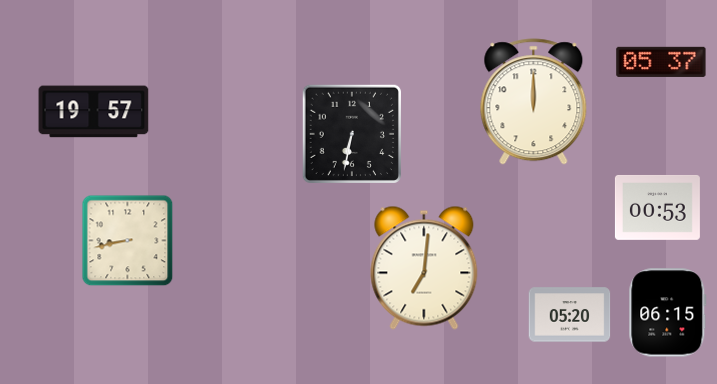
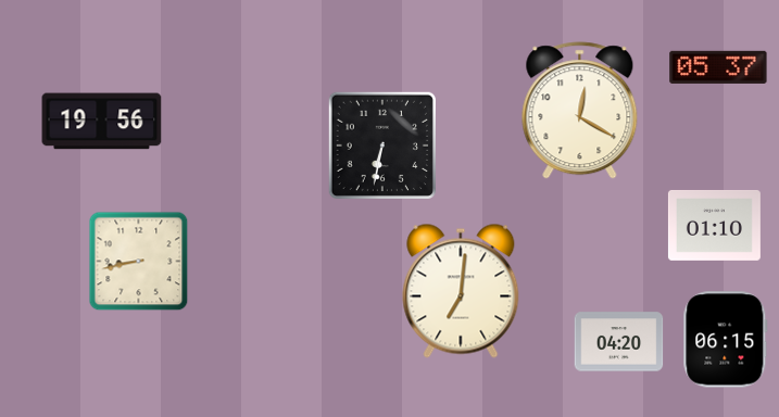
clock at (534, 102): 12:00 -> 12:20
clock at (94, 112): 19:57 -> 19:56
clock at (657, 207): 00:53 -> 01:10
clock at (570, 315): 05:20 -> 04:20
